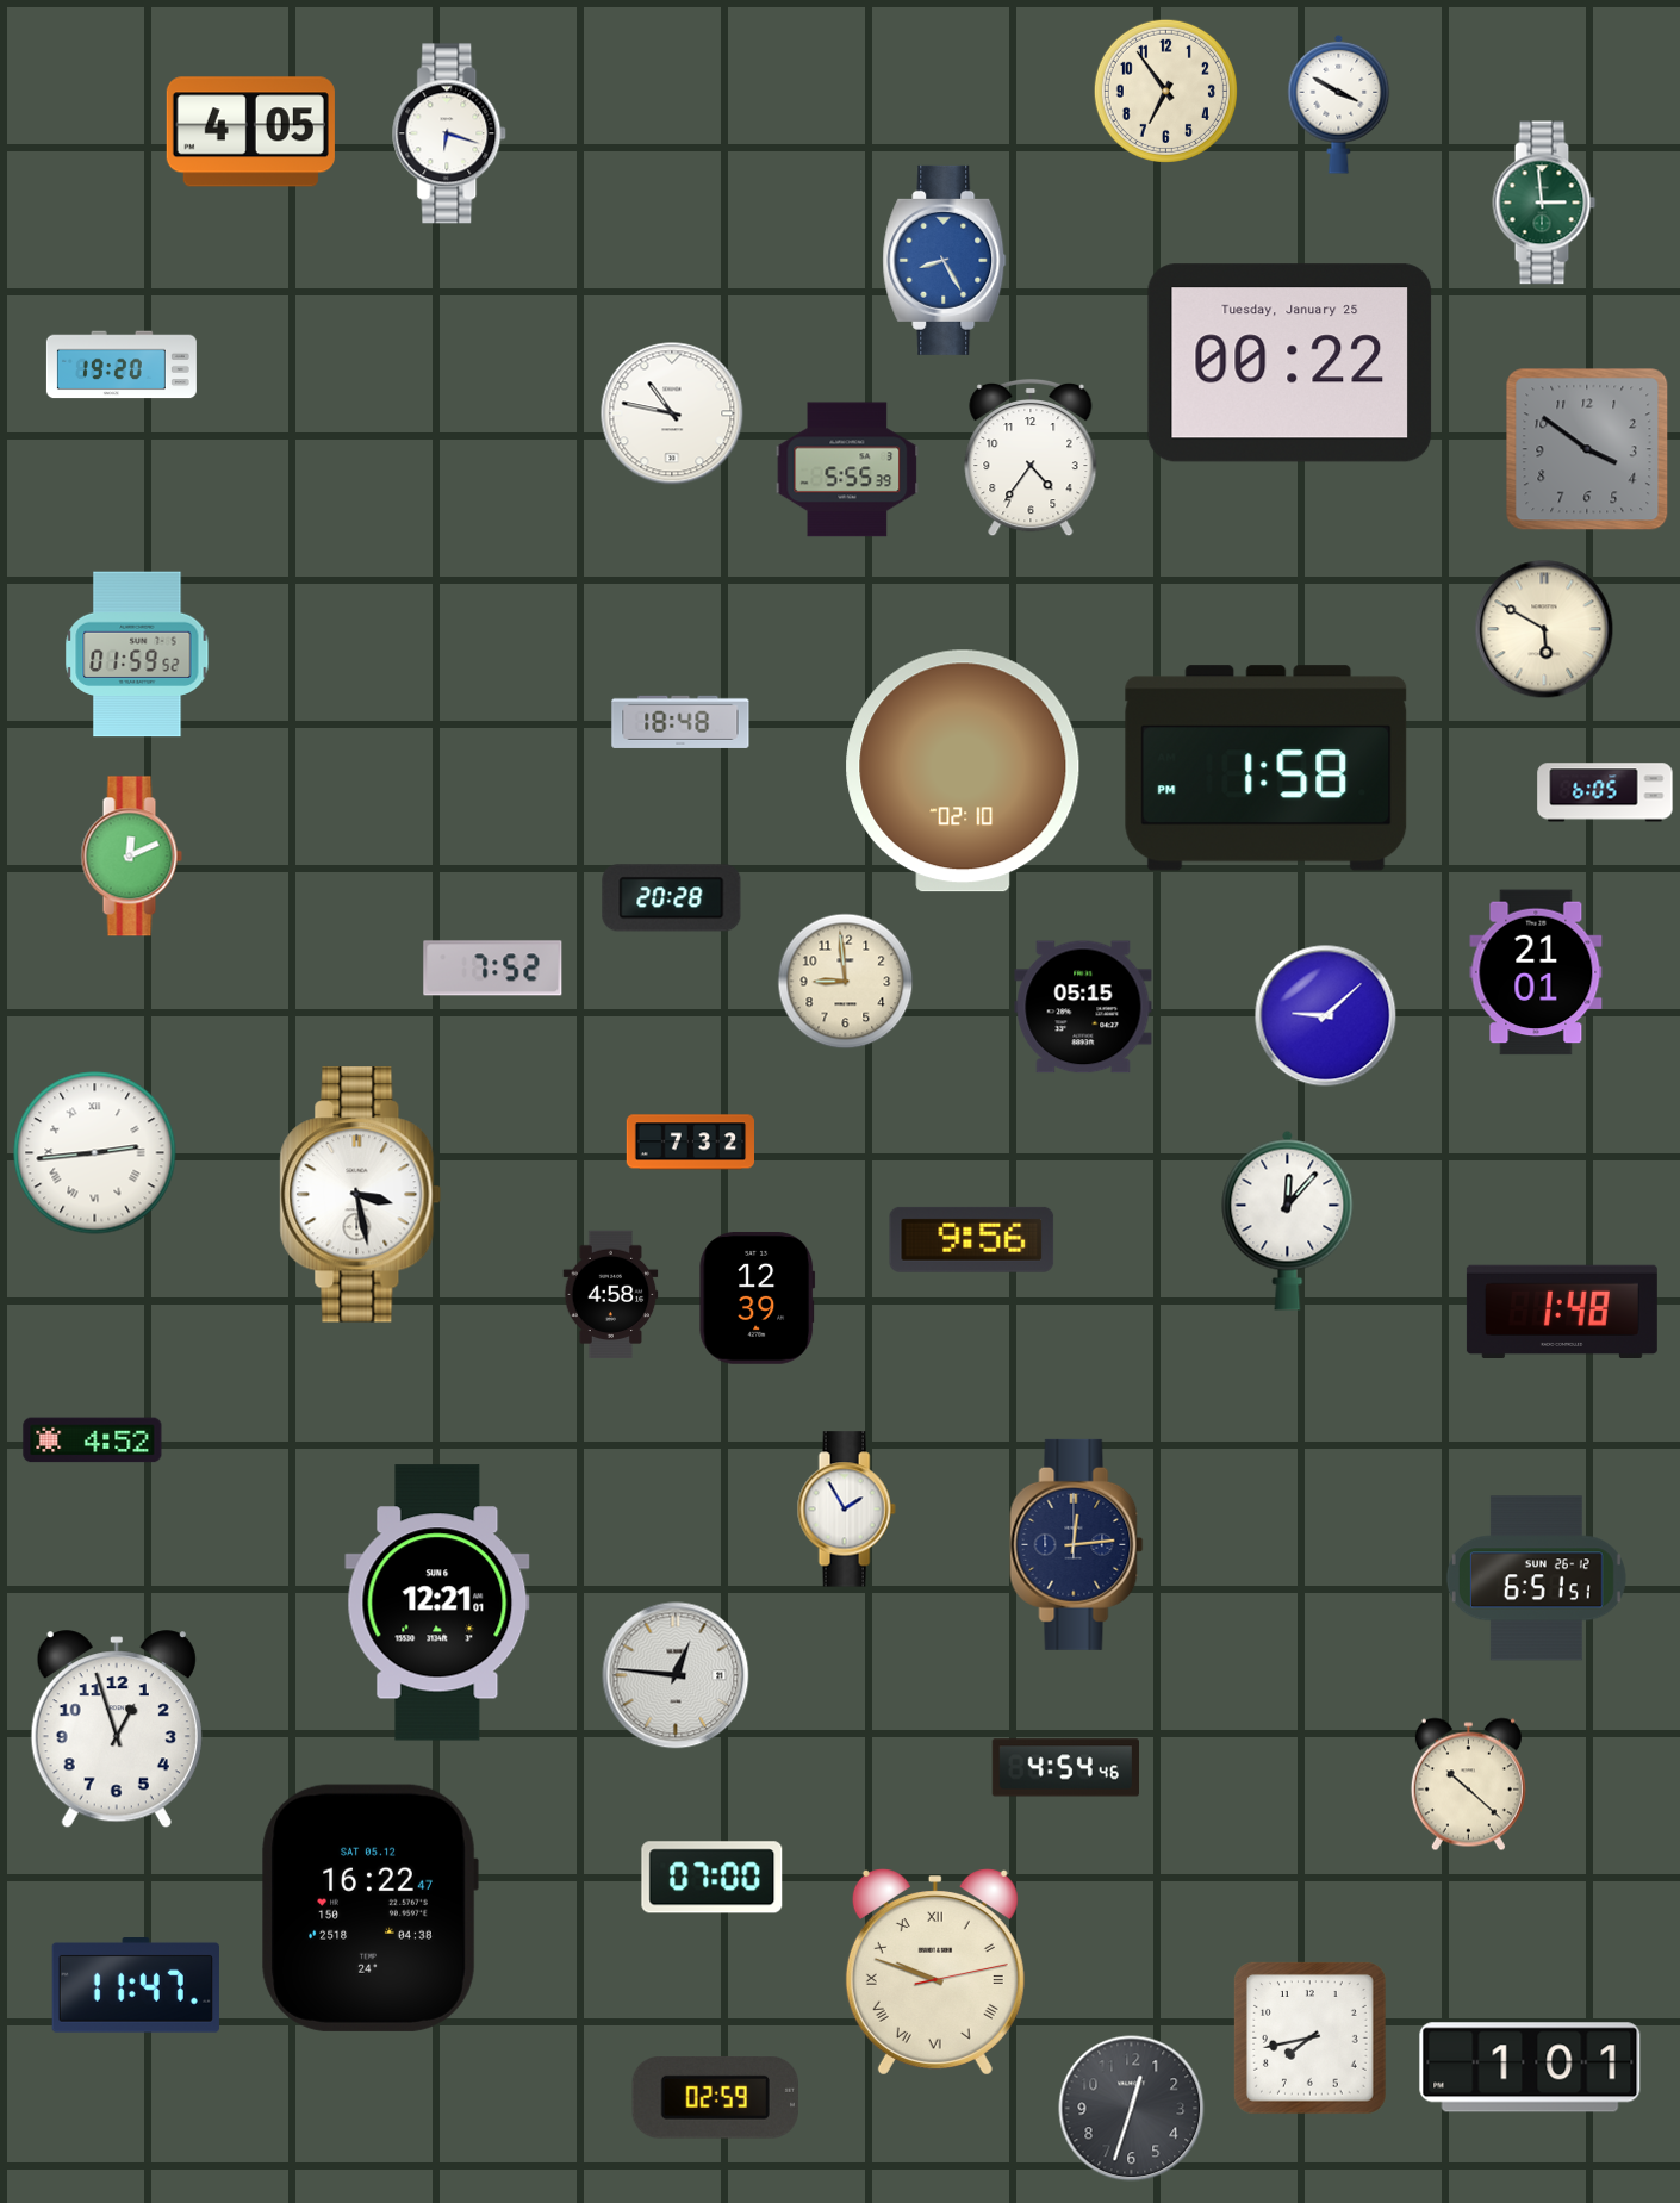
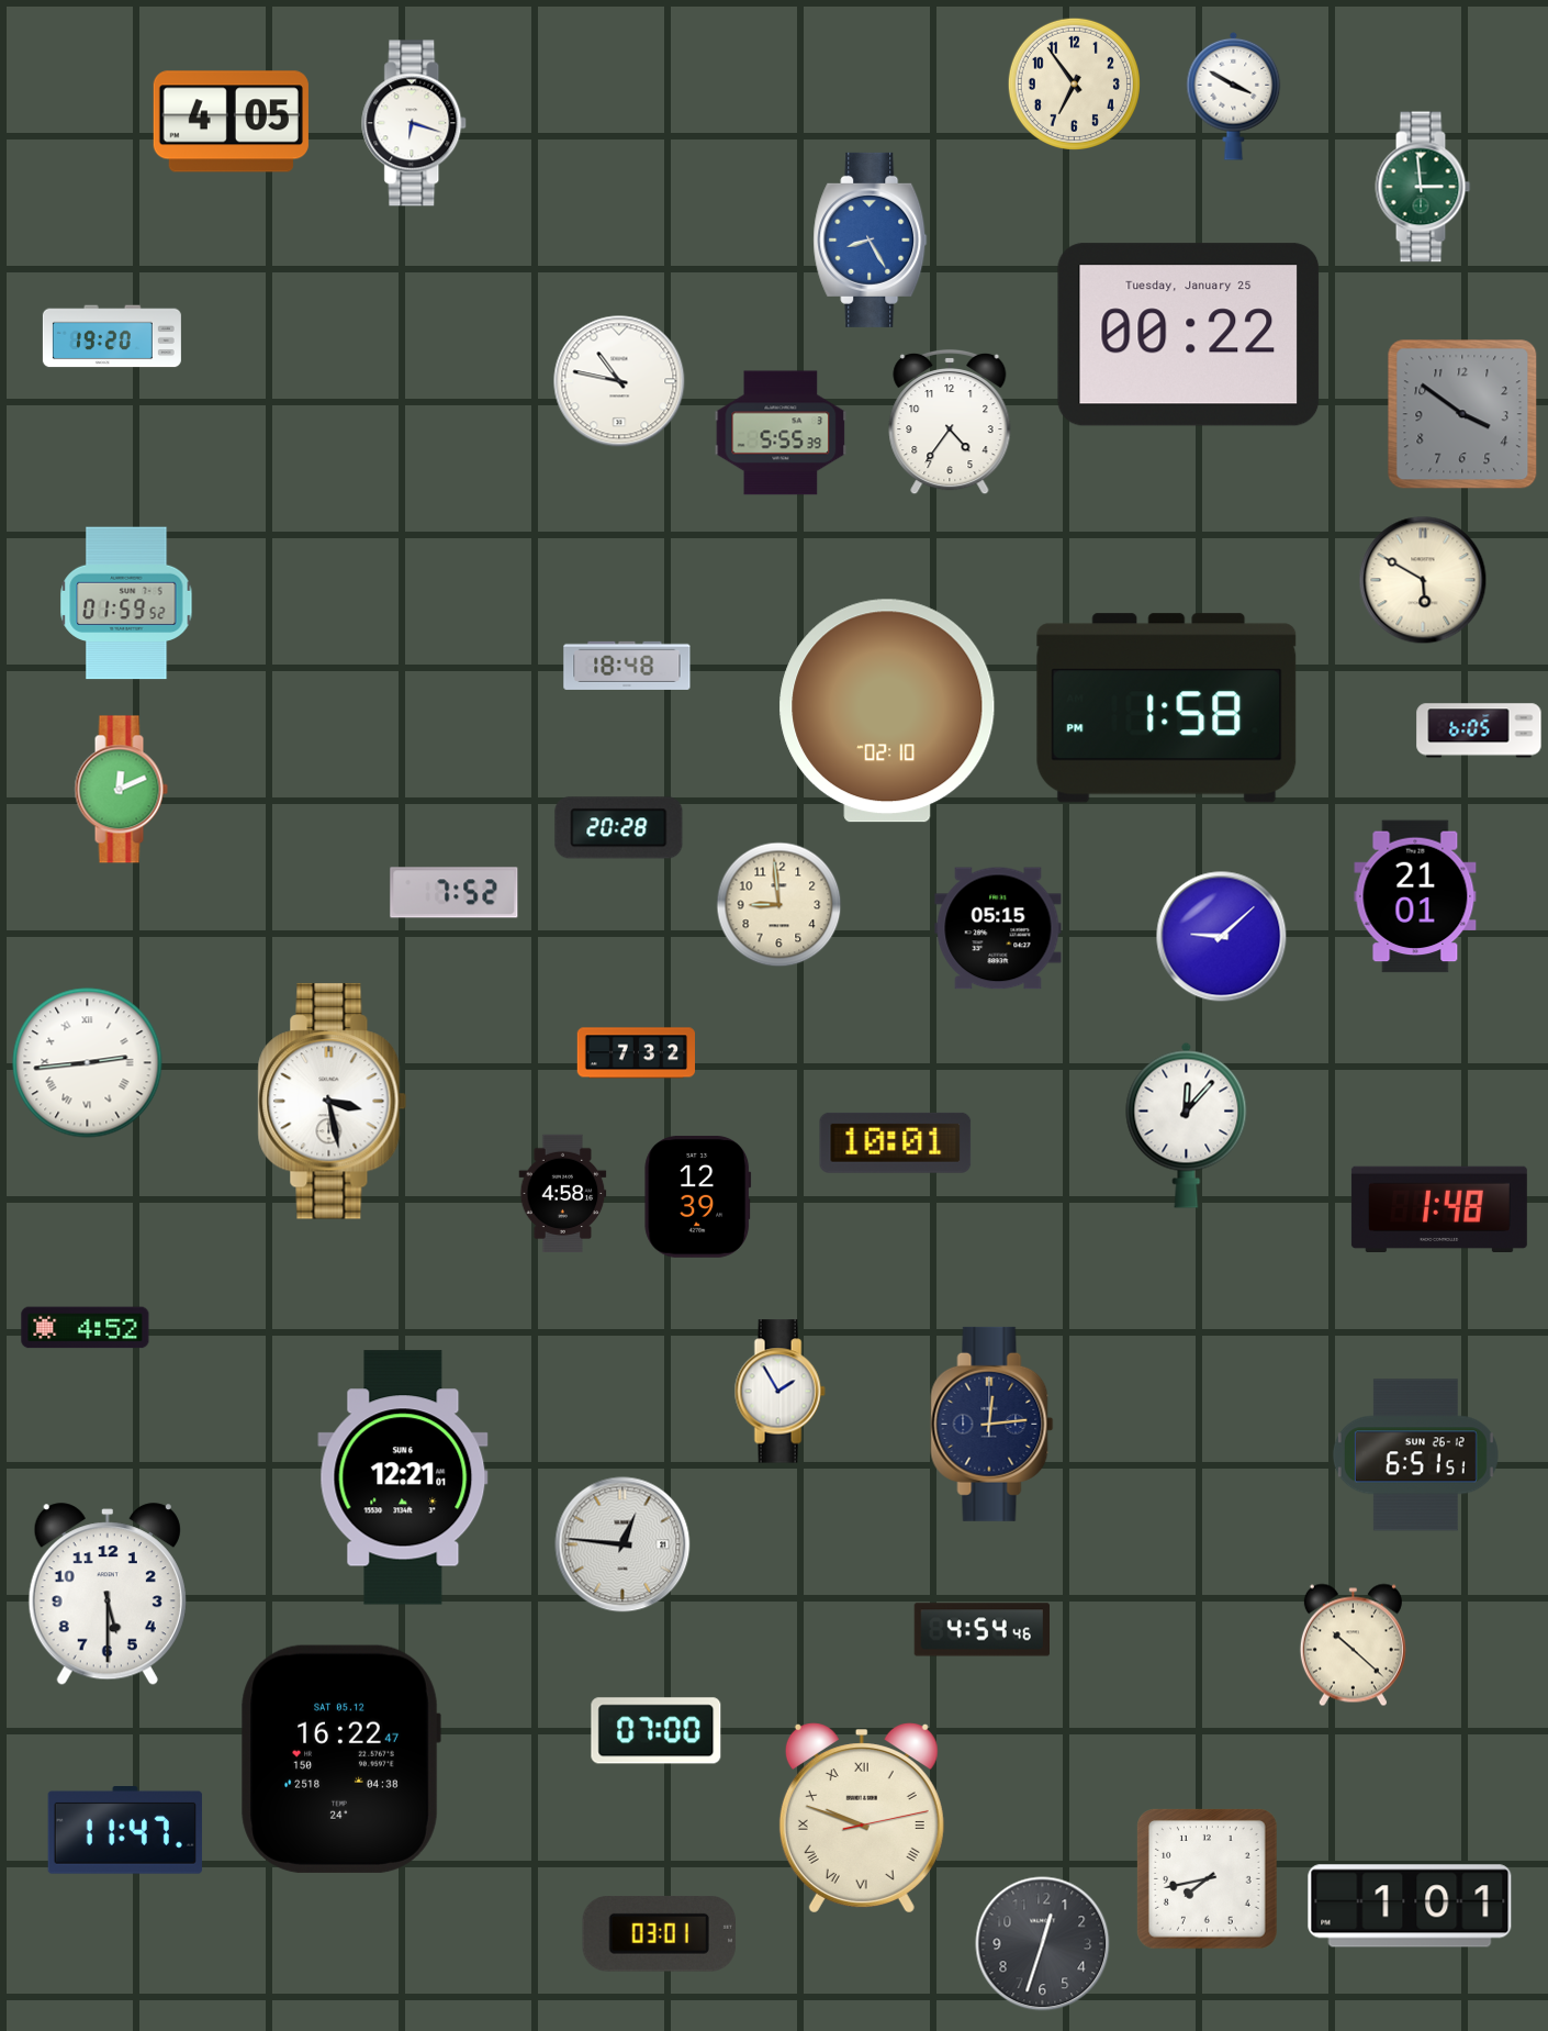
clock at (972, 1239): 9:56 -> 10:01
clock at (117, 1730): 12:57 -> 5:30
clock at (715, 2097): 02:59 -> 03:01
